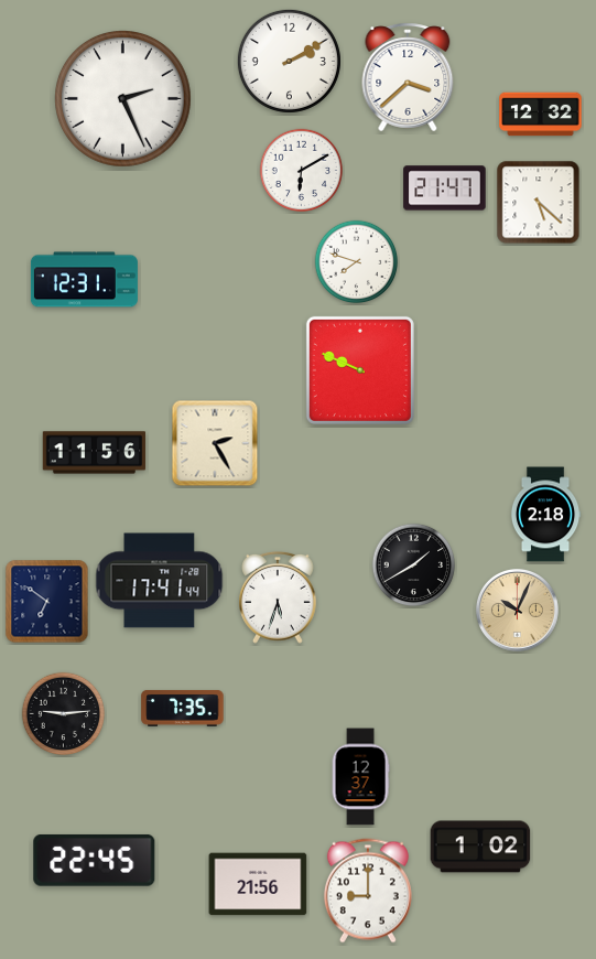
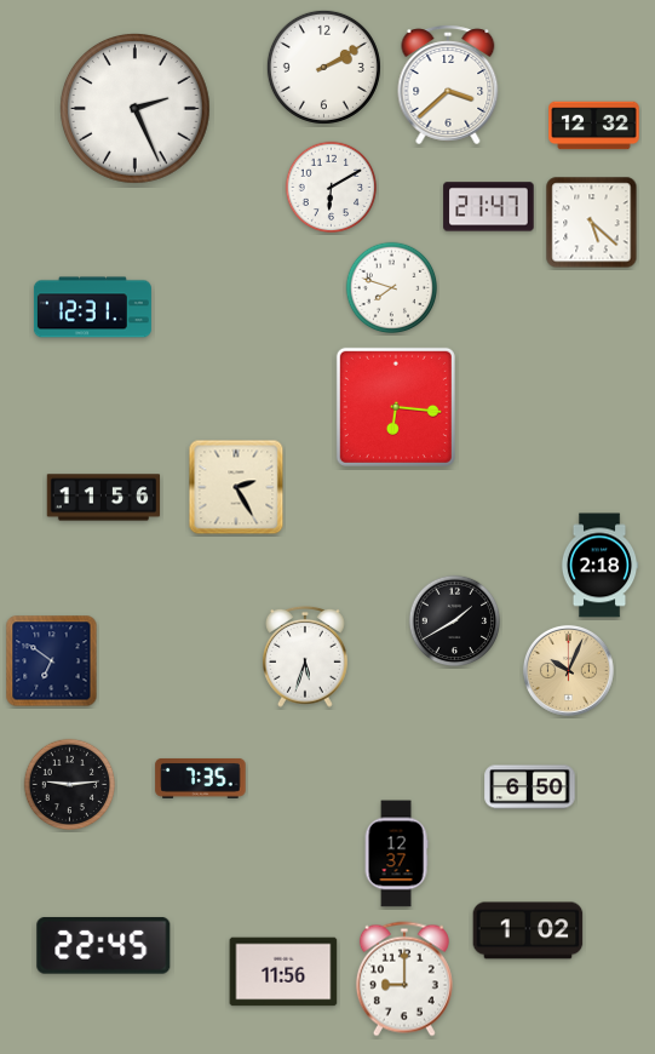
clock at (289, 61) position: (289, 61) -> (323, 67)
clock at (360, 370): 9:49 -> 6:16
clock at (160, 581): 17:41 -> none
clock at (530, 787): none -> 6:50
clock at (258, 884): 21:56 -> 11:56
